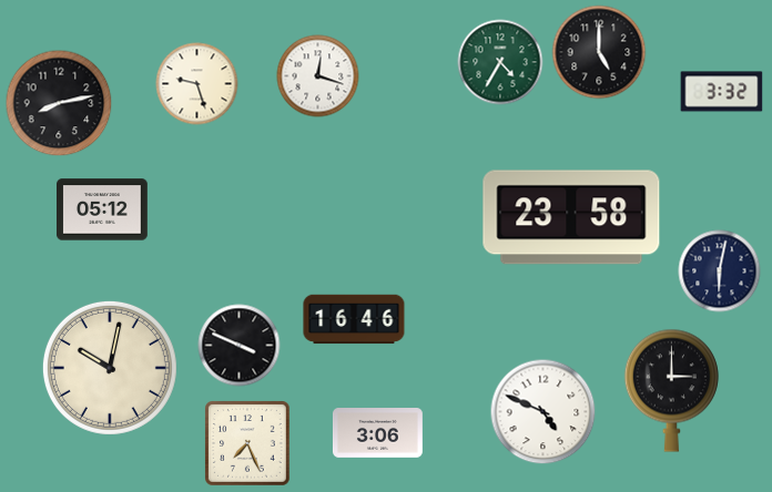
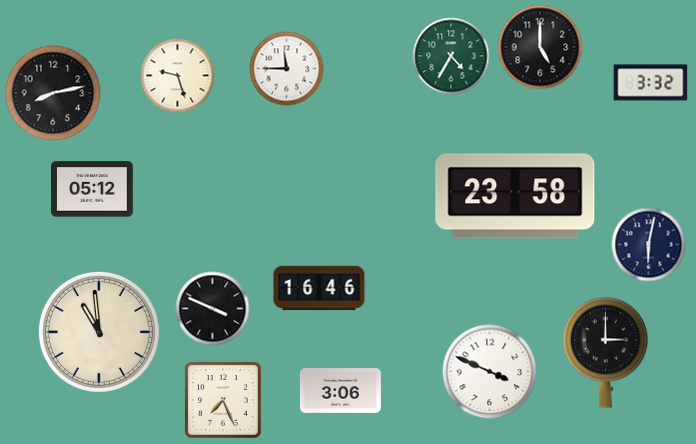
clock at (318, 76): 12:18 -> 11:45
clock at (240, 346) position: (240, 346) -> (213, 309)
clock at (110, 368): 10:02 -> 10:59
clock at (544, 412): 4:49 -> 3:49
